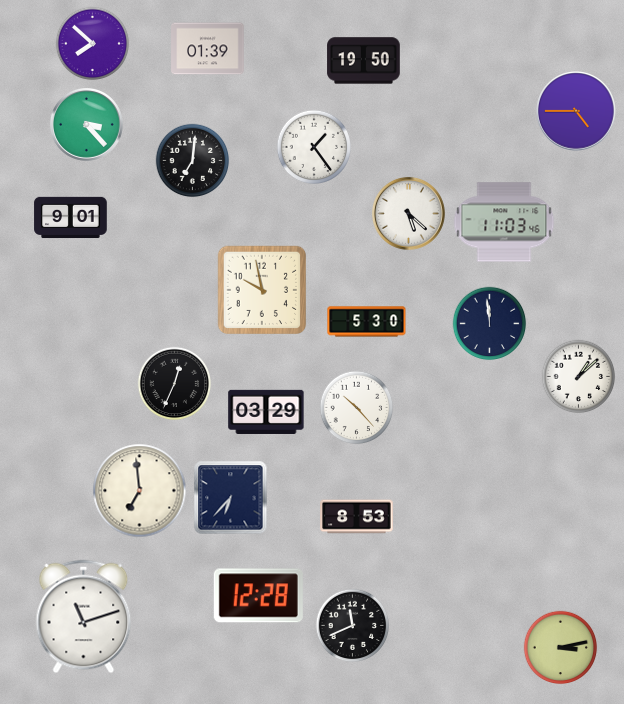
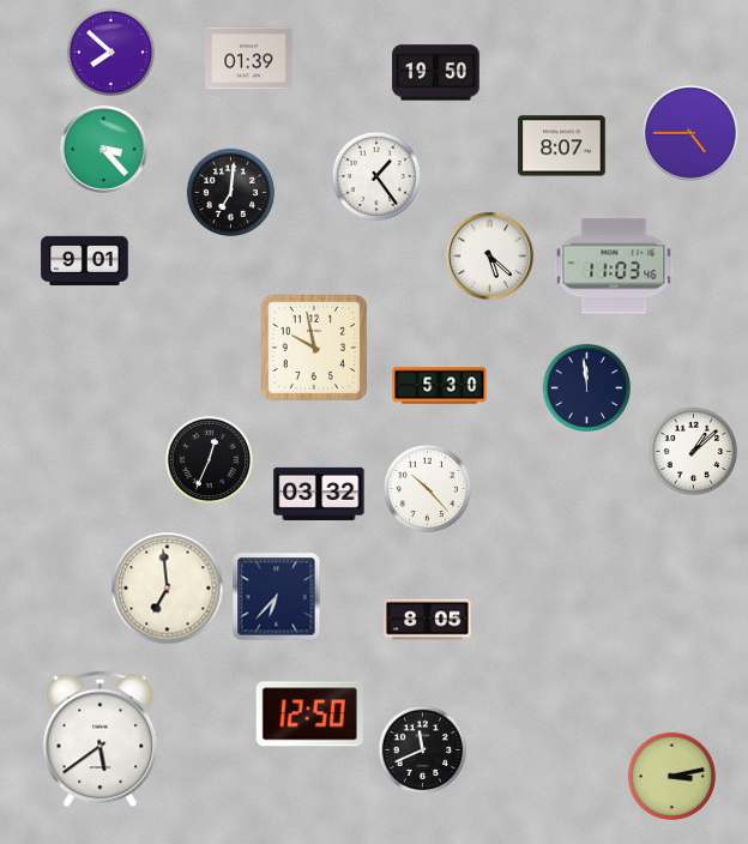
clock at (562, 146): none -> 8:07
clock at (504, 222) position: (504, 222) -> (614, 266)
clock at (266, 412): 03:29 -> 03:32
clock at (357, 517): 8:53 -> 8:05
clock at (258, 596): 12:28 -> 12:50
clock at (84, 617): 11:12 -> 5:39
